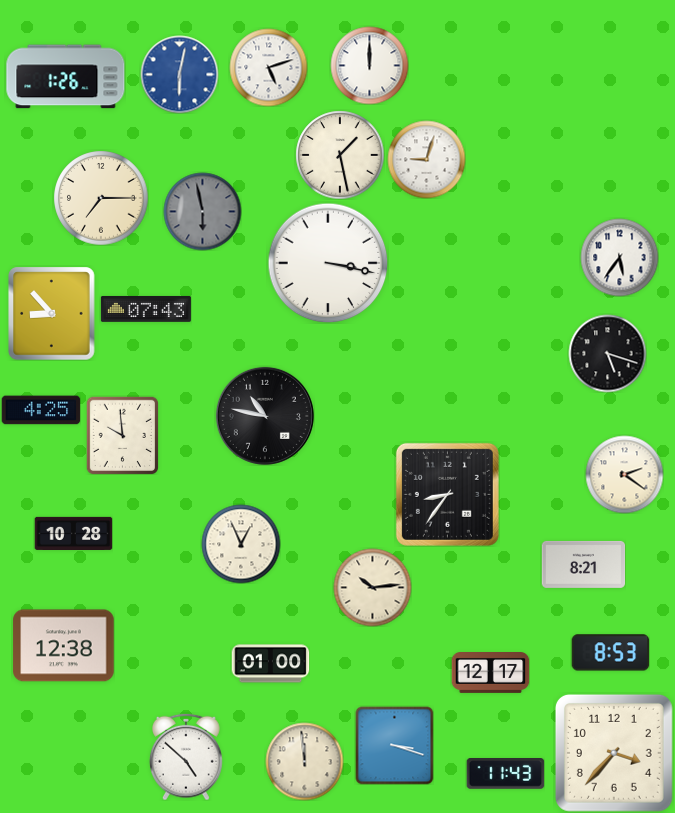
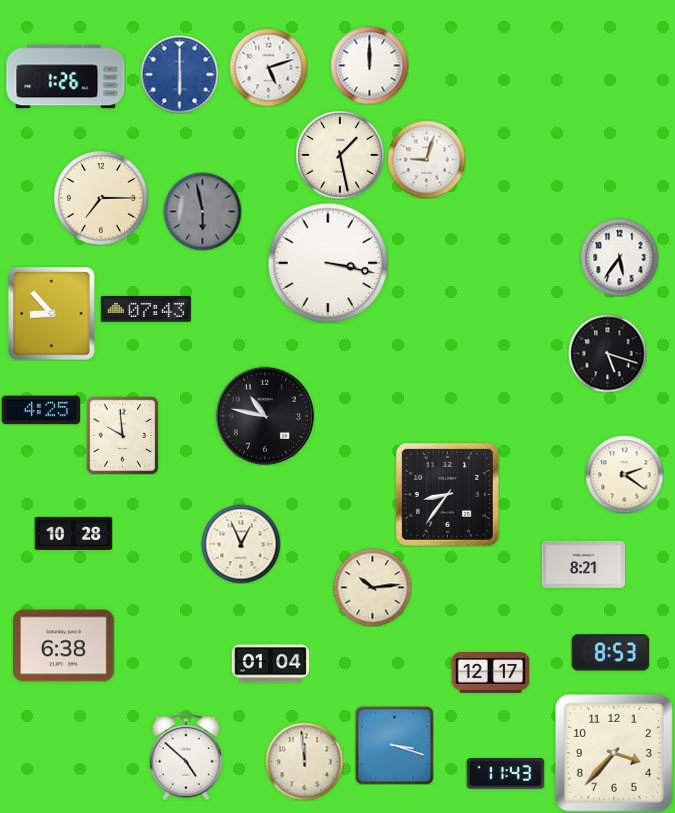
clock at (179, 74): 6:02 -> 6:00
clock at (64, 646): 12:38 -> 6:38
clock at (270, 664): 01:00 -> 01:04
